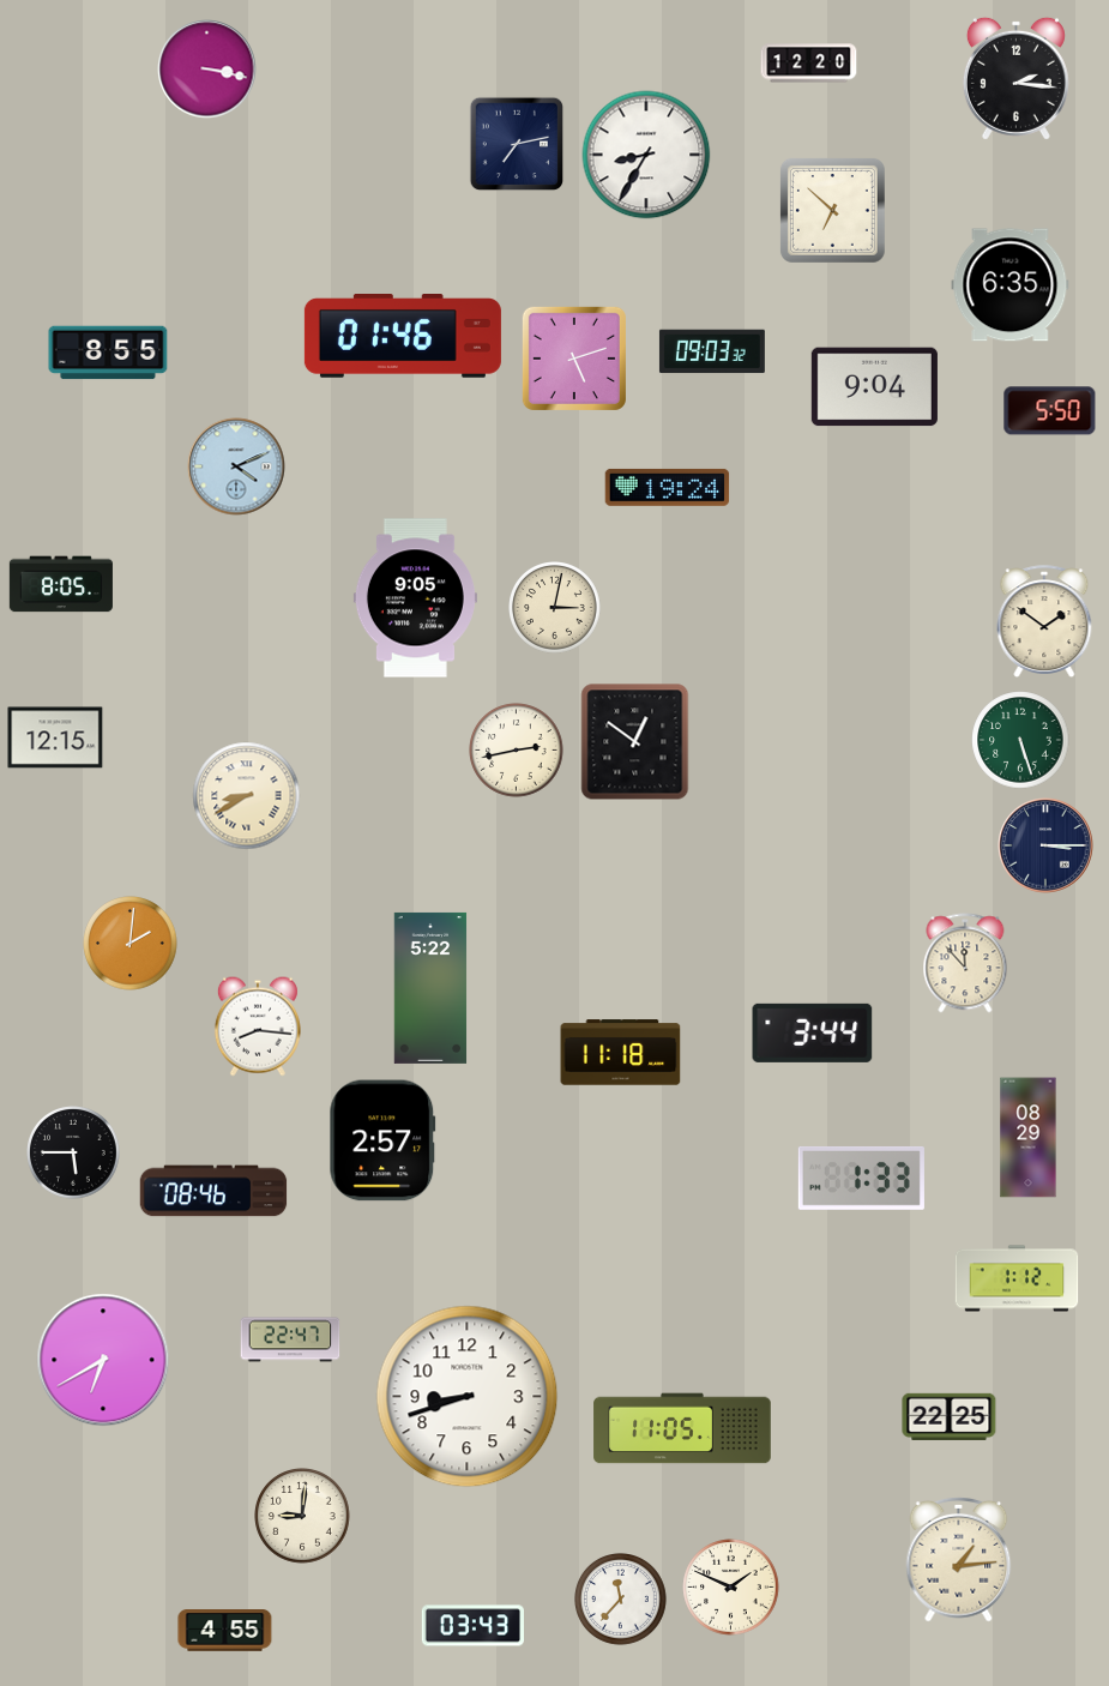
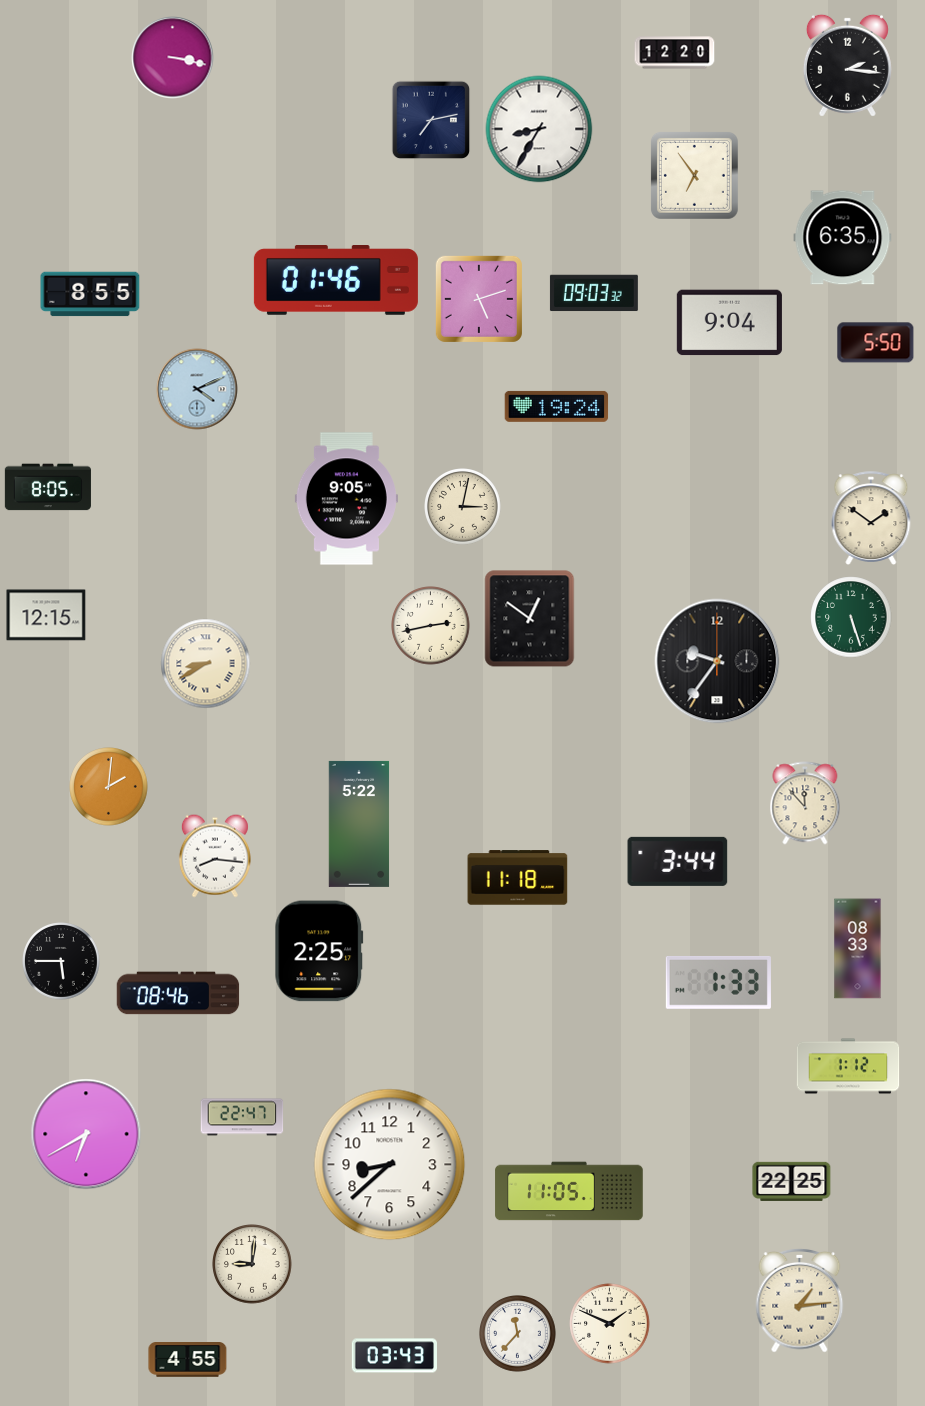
clock at (832, 210): 6:52 -> 6:54
clock at (61, 584) position: (61, 584) -> (48, 487)
clock at (717, 661): none -> 9:36
clock at (1045, 845): 3:15 -> none
clock at (1029, 1138): 08:29 -> 08:33
clock at (382, 1140): 2:57 -> 2:25
clock at (468, 1397): 8:42 -> 8:38
